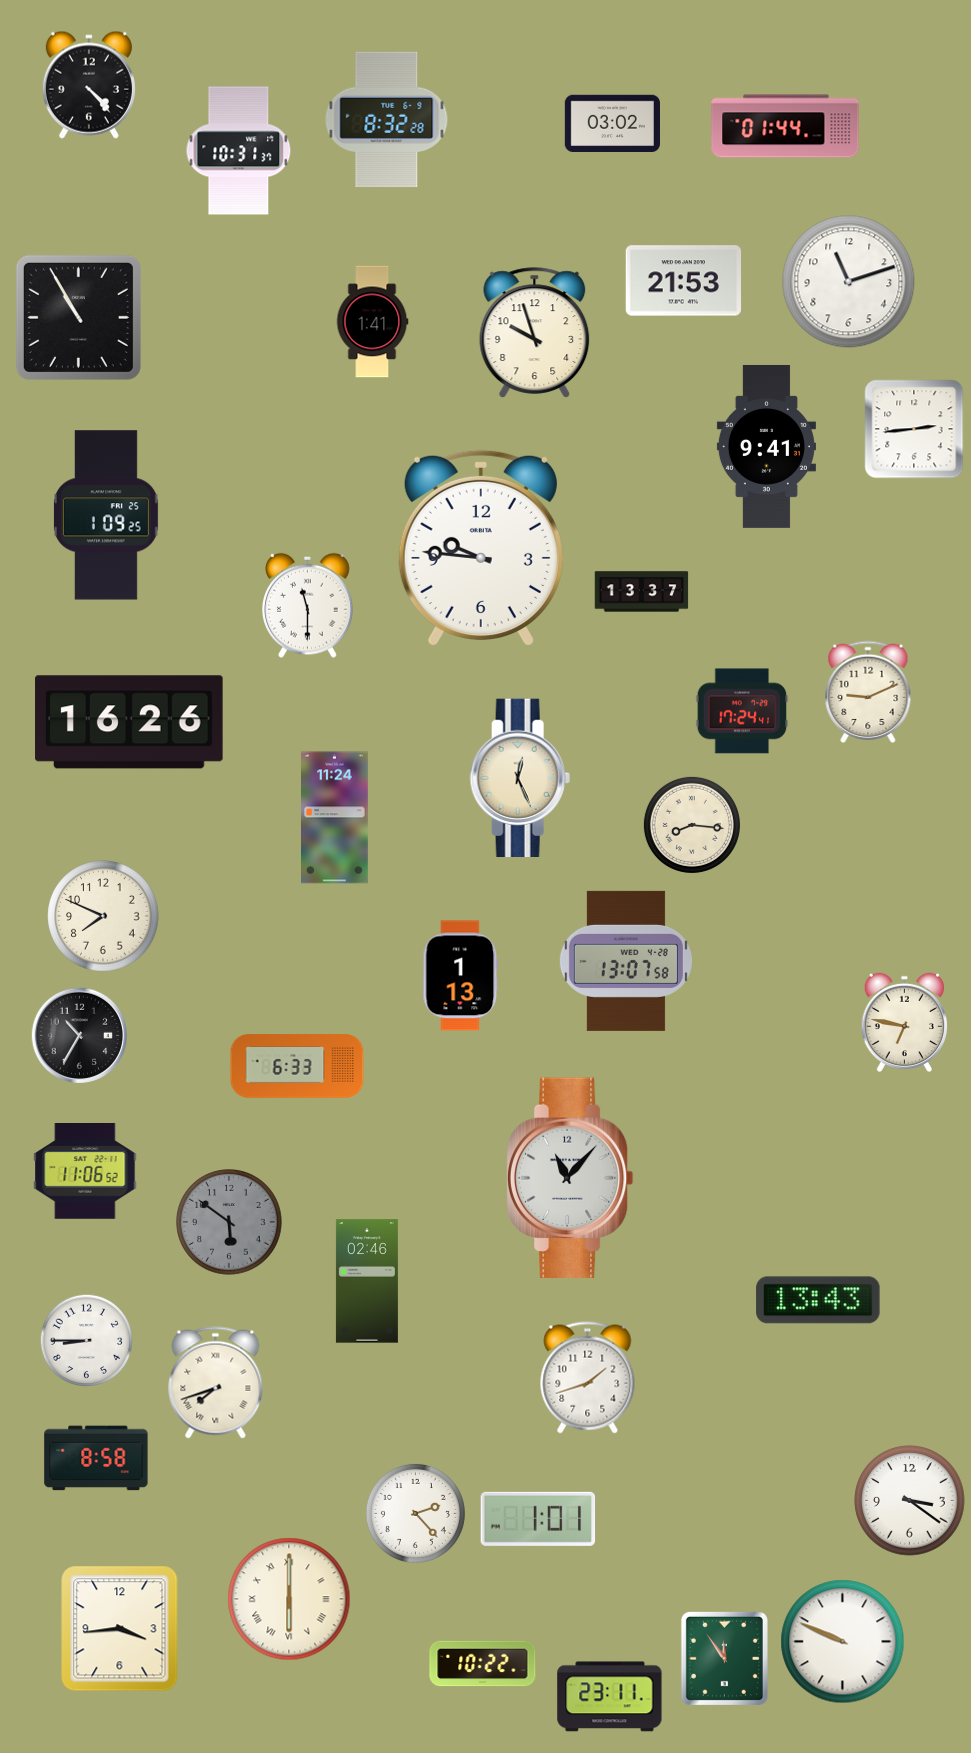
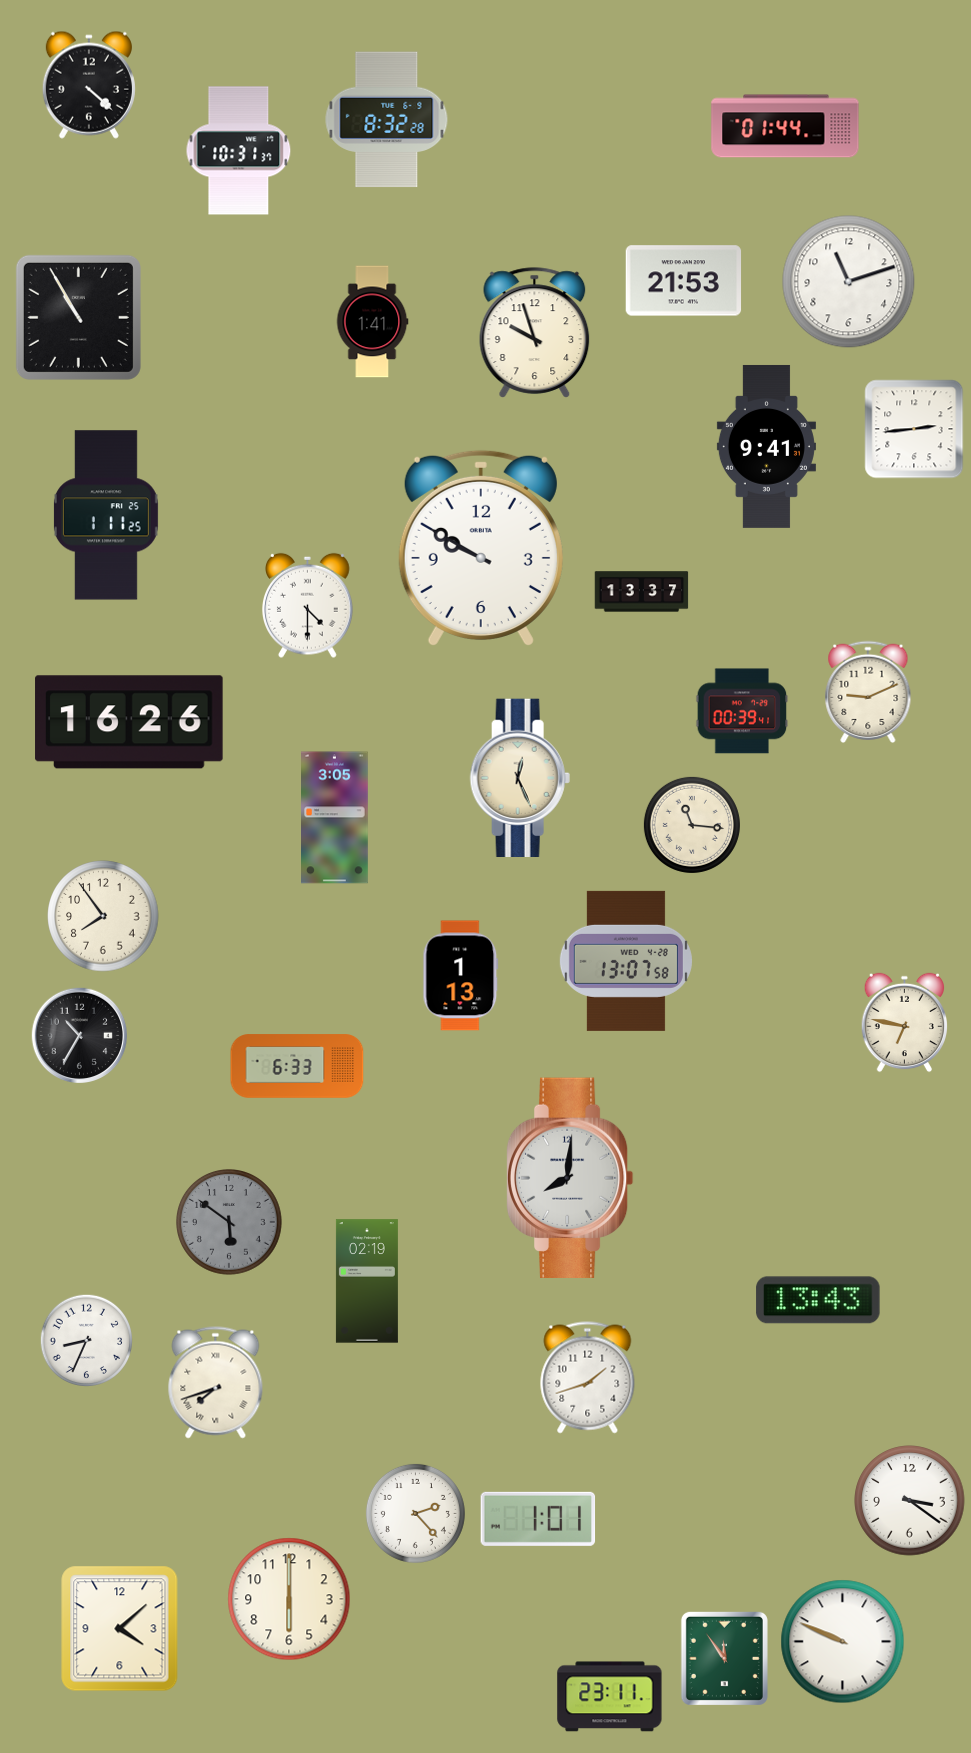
clock at (89, 85): 4:23 -> 4:22
clock at (612, 123): 03:02 -> none
clock at (106, 515): 1:09 -> 1:11
clock at (481, 547): 9:46 -> 9:50
clock at (308, 605): 11:30 -> 4:30
clock at (742, 711): 17:24 -> 00:39
clock at (335, 818): 11:24 -> 3:05
clock at (692, 825): 8:16 -> 11:16
clock at (103, 916): 7:49 -> 7:54
clock at (85, 1171): 11:06 -> none
clock at (570, 1177): 11:07 -> 8:01
clock at (367, 1281): 02:46 -> 02:19
clock at (86, 1340): 8:45 -> 8:34
clock at (96, 1458): 8:58 -> none
clock at (289, 1599) numerals: Roman -> Arabic
clock at (120, 1629): 3:44 -> 4:08
clock at (483, 1664): 10:22 -> none
